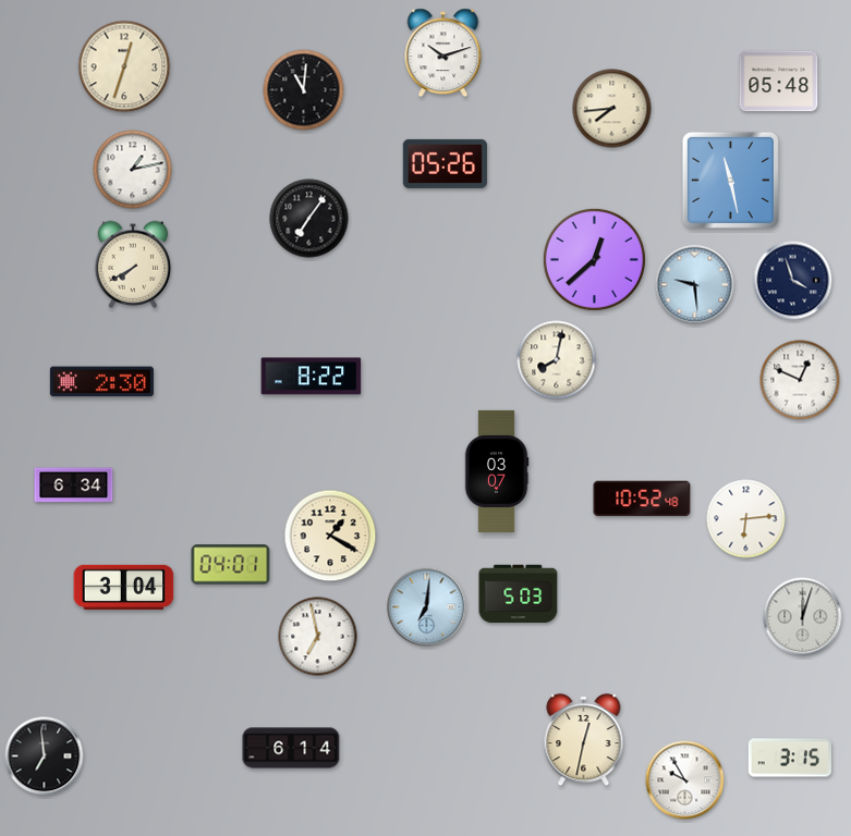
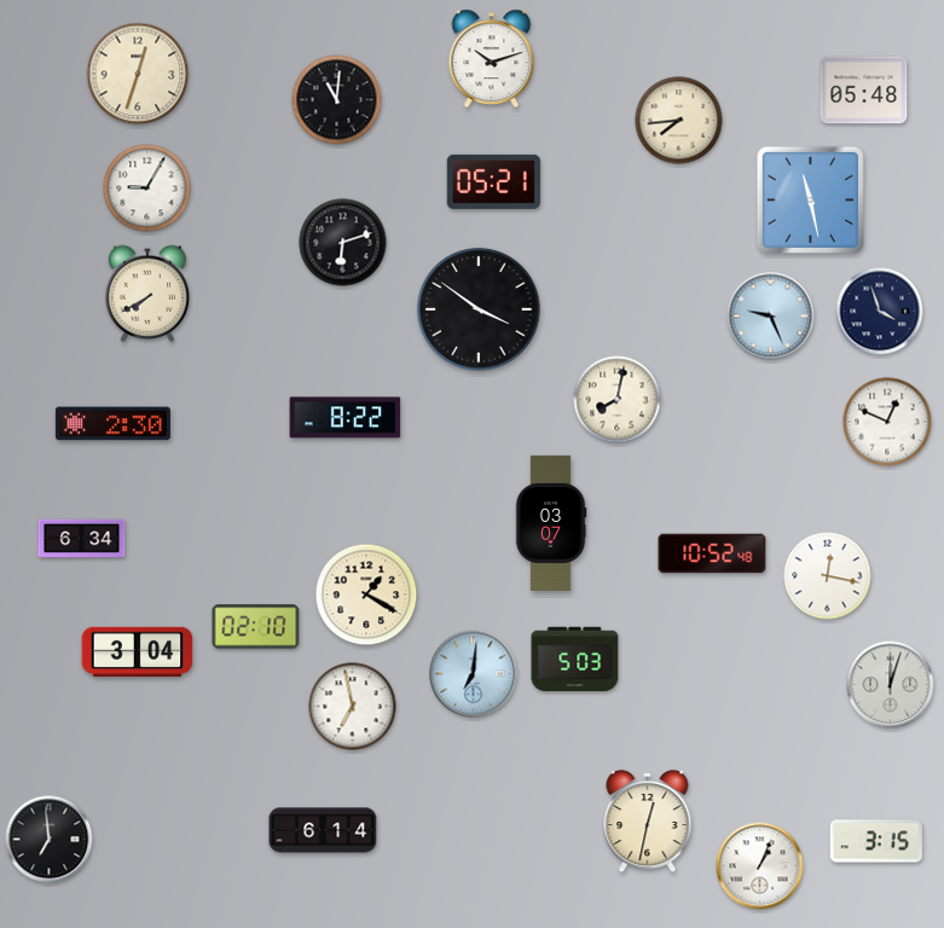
clock at (445, 163): 05:26 -> 05:21
clock at (133, 170): 1:13 -> 9:05
clock at (309, 219): 7:06 -> 6:12
clock at (594, 259): 12:38 -> none
clock at (479, 309): none -> 3:51
clock at (695, 285): 9:29 -> 9:26
clock at (746, 519): 6:14 -> 12:17
clock at (231, 565): 04:01 -> 02:10
clock at (685, 780): 9:55 -> 1:04
